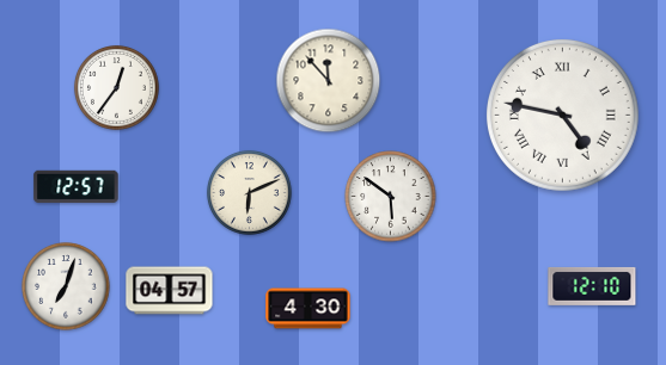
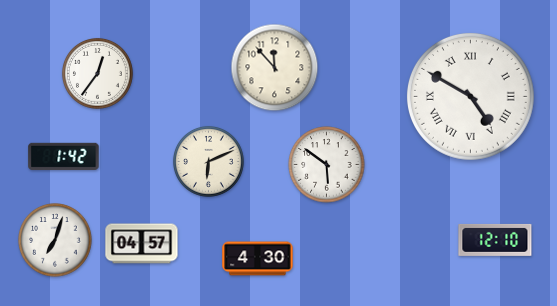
clock at (562, 115): 4:47 -> 4:50
clock at (77, 186): 12:57 -> 1:42
